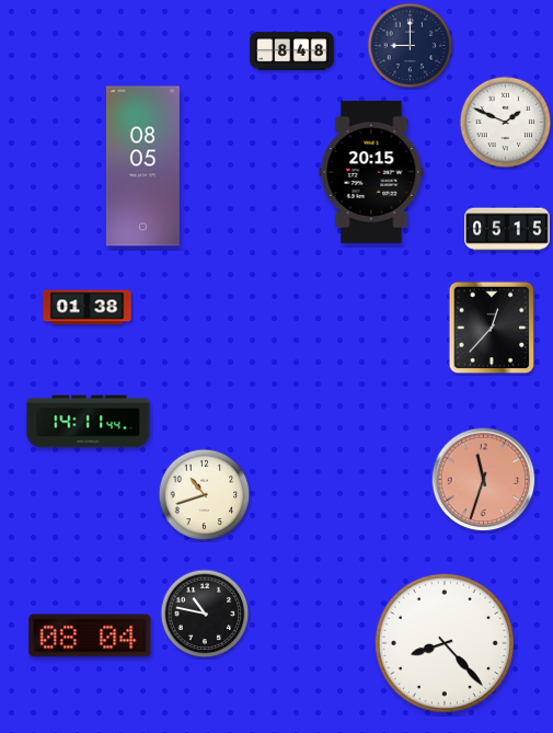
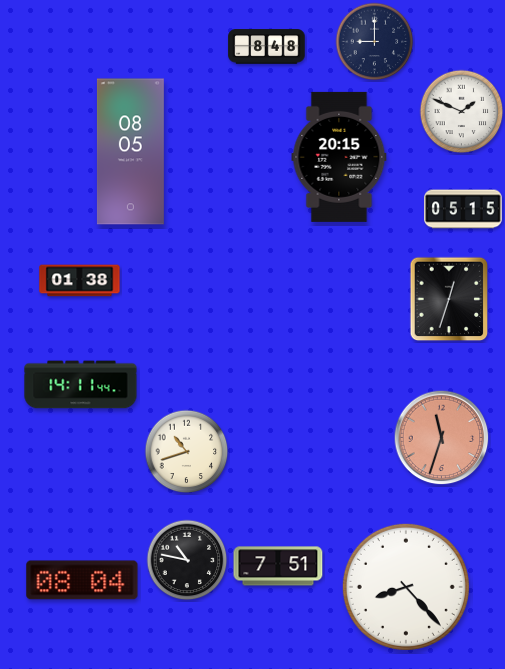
clock at (492, 328): 12:37 -> 12:33
clock at (278, 566): none -> 7:51
